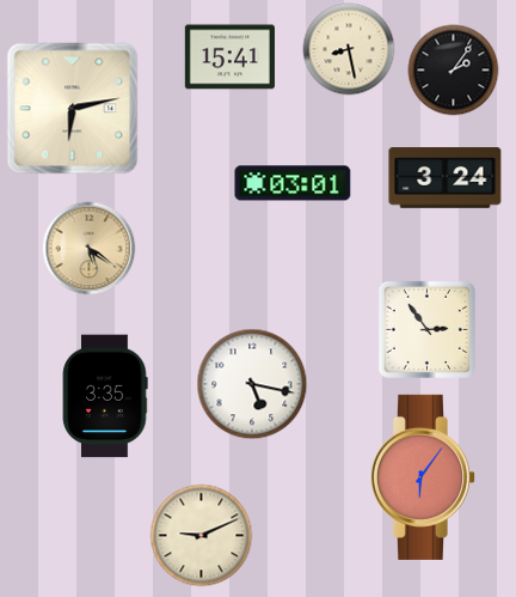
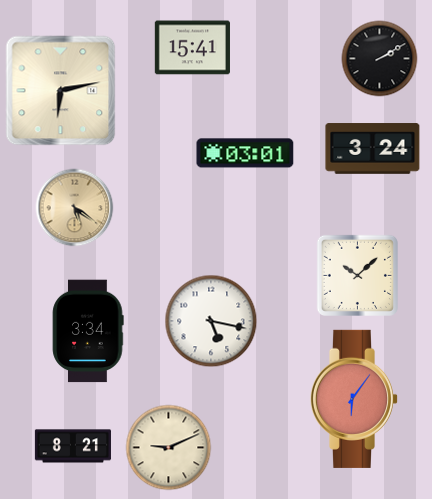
clock at (349, 49): 8:28 -> none
clock at (454, 71): 2:06 -> 2:10
clock at (426, 329): 2:54 -> 10:08
clock at (105, 396): 3:35 -> 3:34
clock at (73, 446): none -> 8:21
